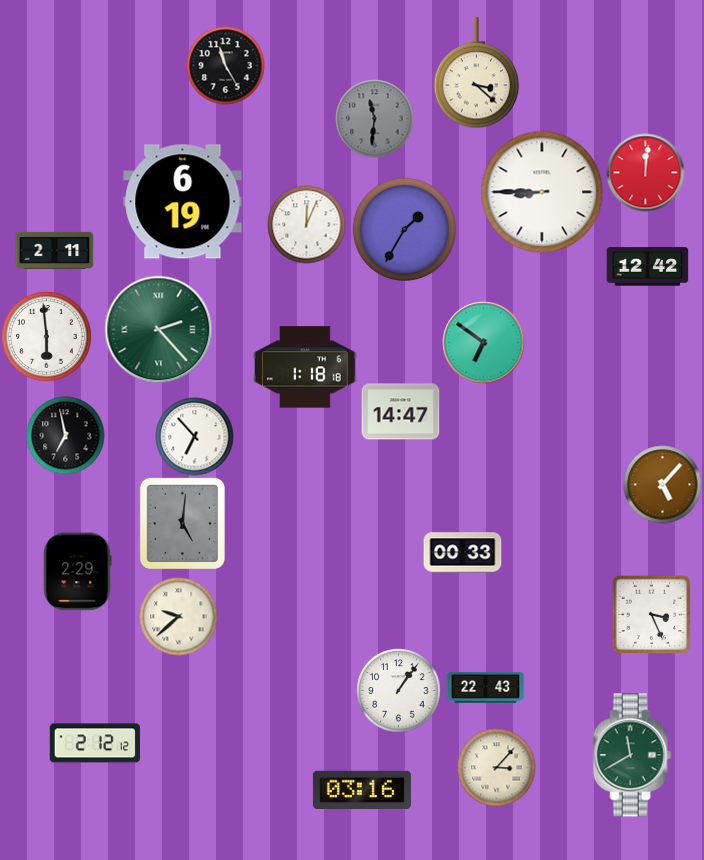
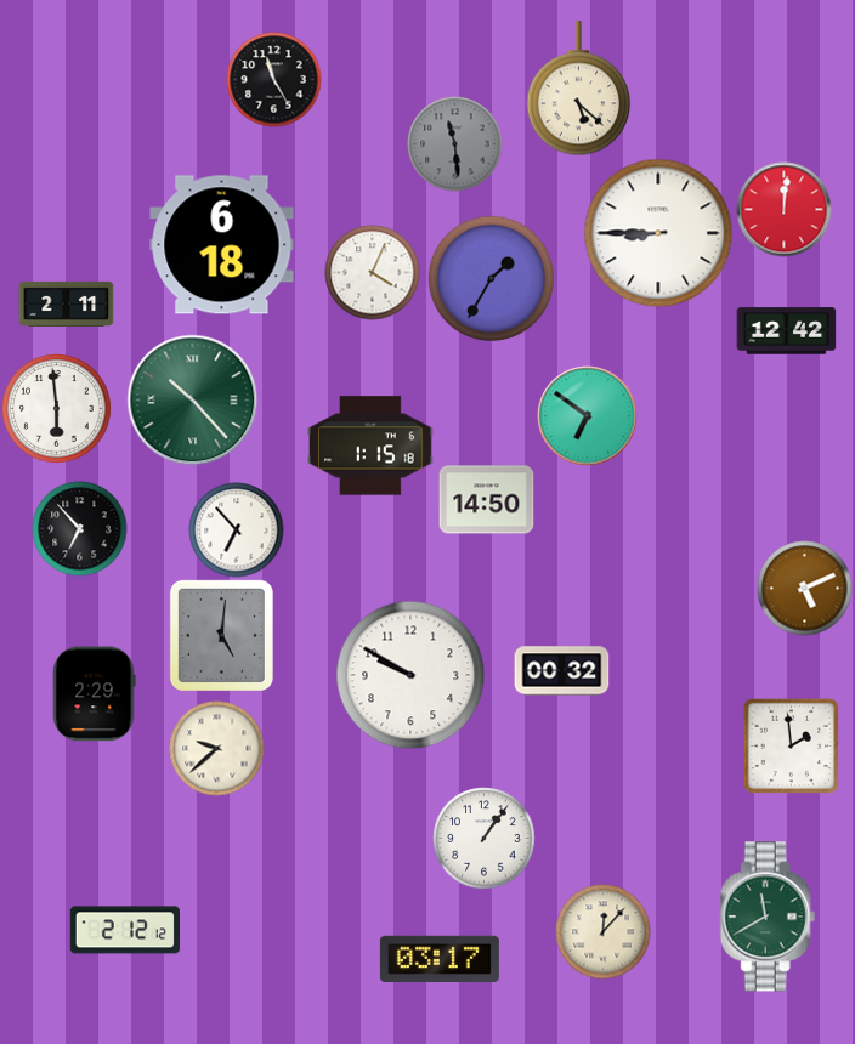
clock at (477, 73): 3:22 -> 5:22
clock at (374, 118): 11:31 -> 11:29
clock at (183, 202): 6:19 -> 6:18
clock at (306, 224): 12:04 -> 4:04
clock at (647, 267) position: (647, 267) -> (786, 331)
clock at (158, 329): 2:23 -> 10:23
clock at (306, 367): 1:18 -> 1:15
clock at (400, 412): 14:47 -> 14:50
clock at (65, 435): 6:58 -> 6:53
clock at (662, 484): 5:07 -> 5:11
clock at (462, 553): 00:33 -> 00:32
clock at (410, 675): none -> 9:50
clock at (651, 614): 3:26 -> 1:59
clock at (485, 688): 22:43 -> none
clock at (95, 743) position: (95, 743) -> (125, 930)
clock at (496, 767): 3:07 -> 12:07
clock at (362, 789): 03:16 -> 03:17
